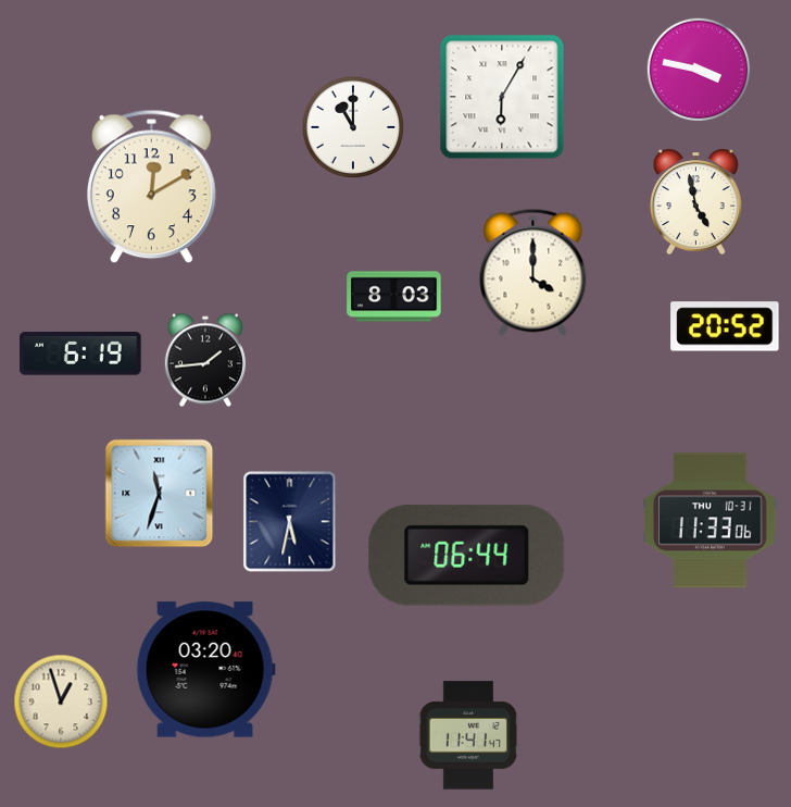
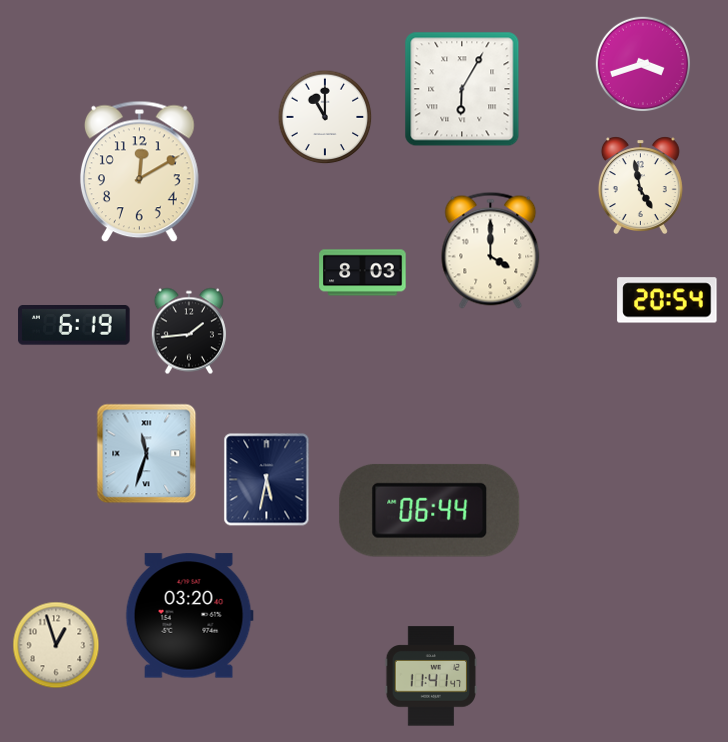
clock at (698, 69): 3:47 -> 3:42
clock at (725, 326): 20:52 -> 20:54
clock at (711, 521): 11:33 -> none
